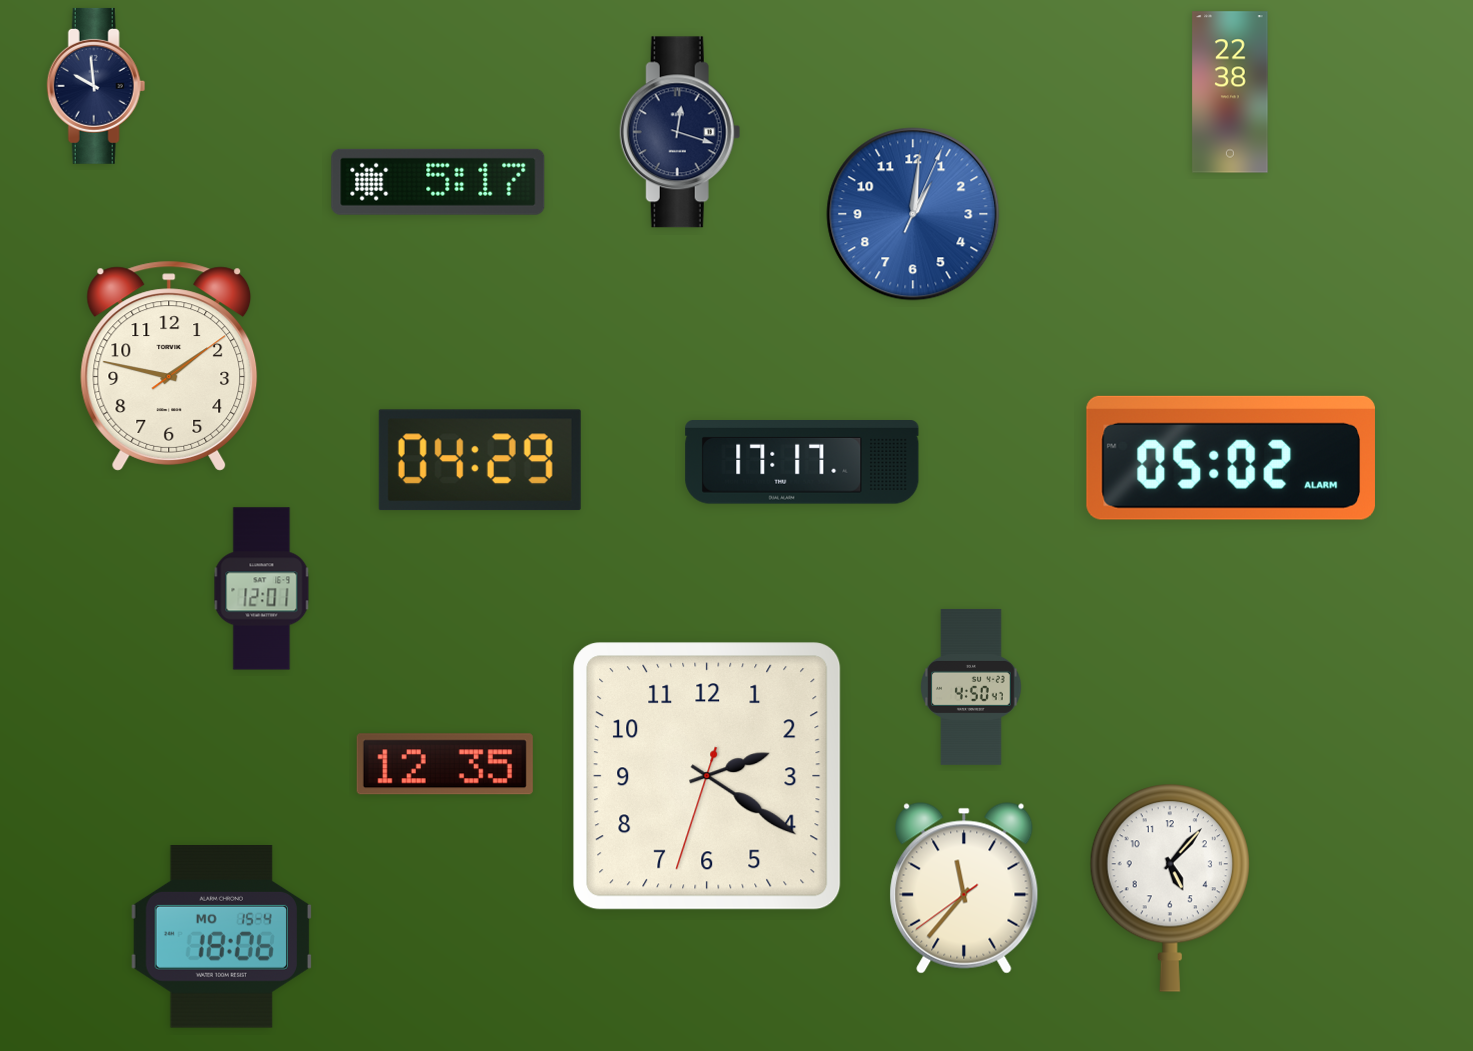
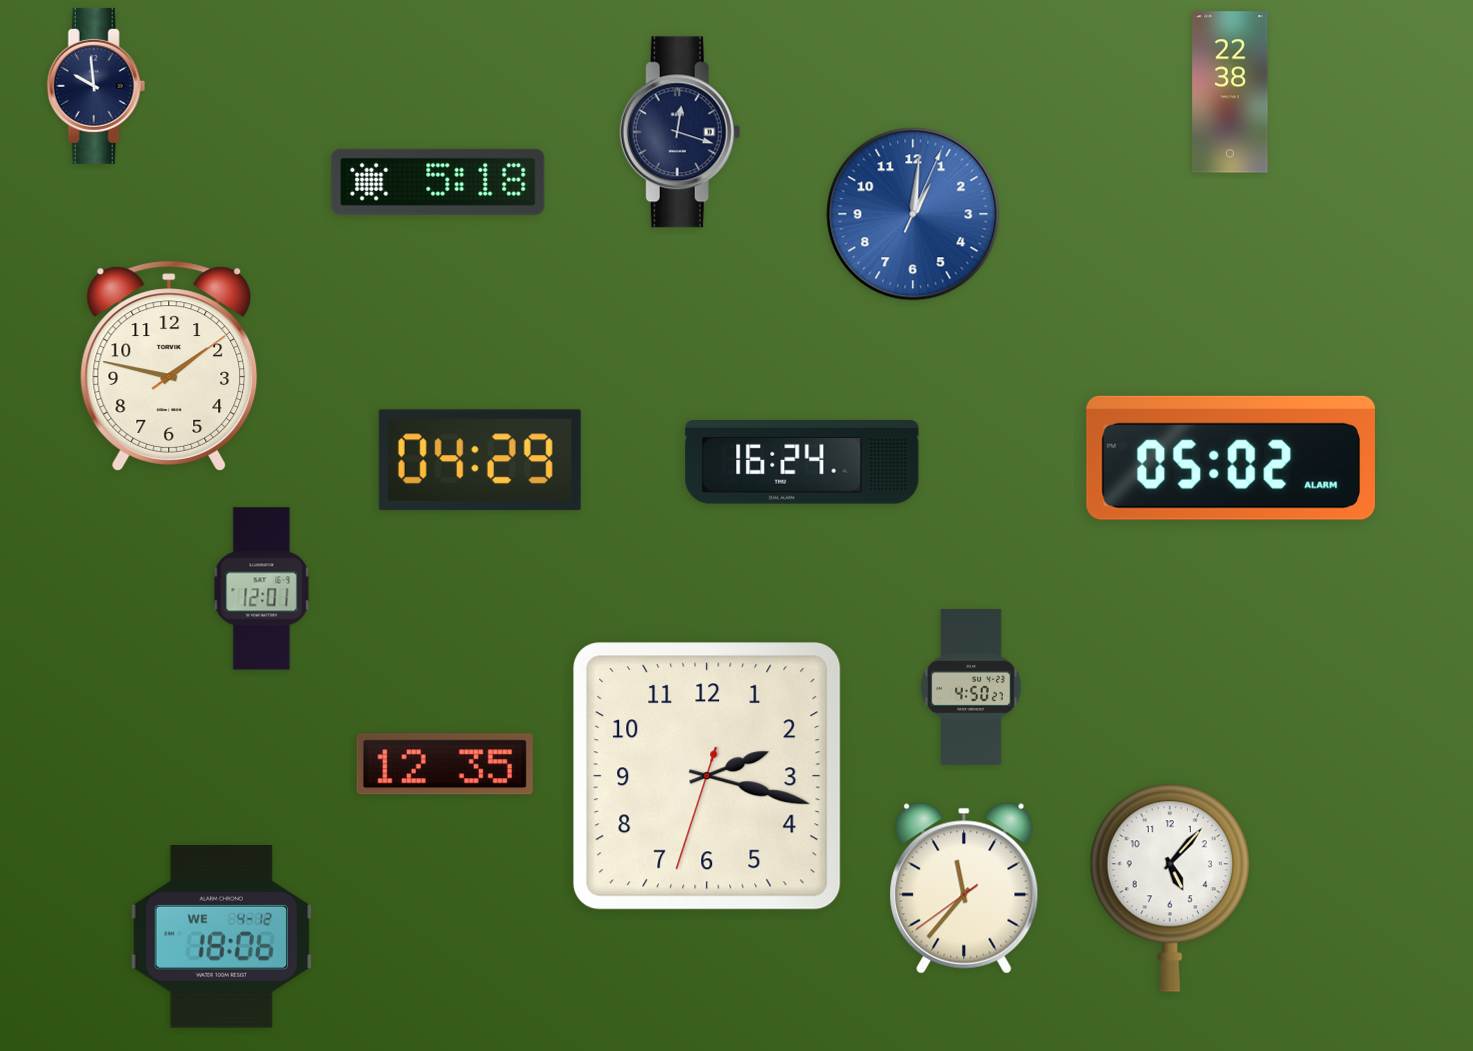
clock at (438, 182): 5:17 -> 5:18
clock at (802, 463): 17:17 -> 16:24
clock at (971, 687): 4:50:47 -> 4:50:27
clock at (707, 776): 2:20 -> 2:17
clock at (221, 937) date: MO 15-4 -> WE 4-12
